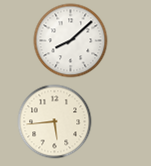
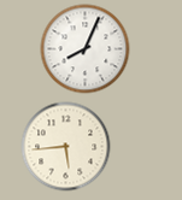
clock at (71, 41): 8:08 -> 8:04
